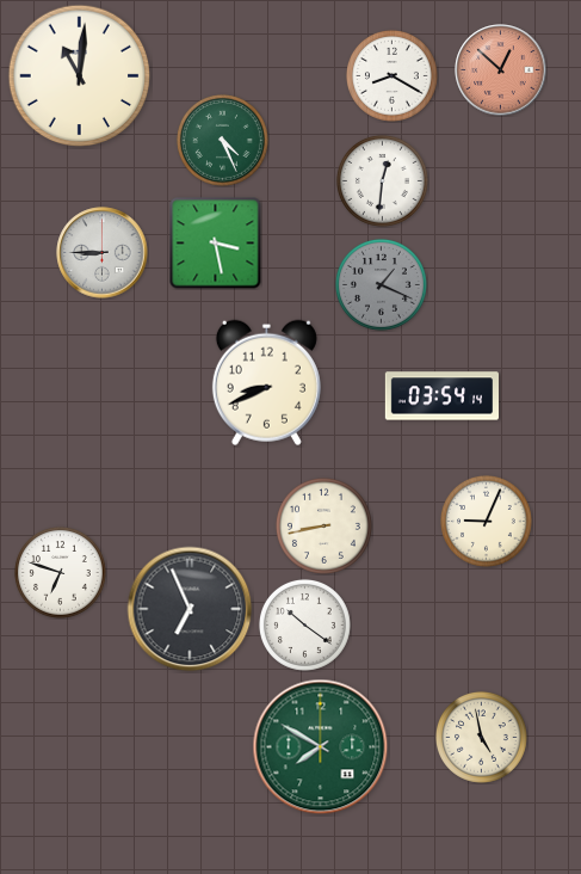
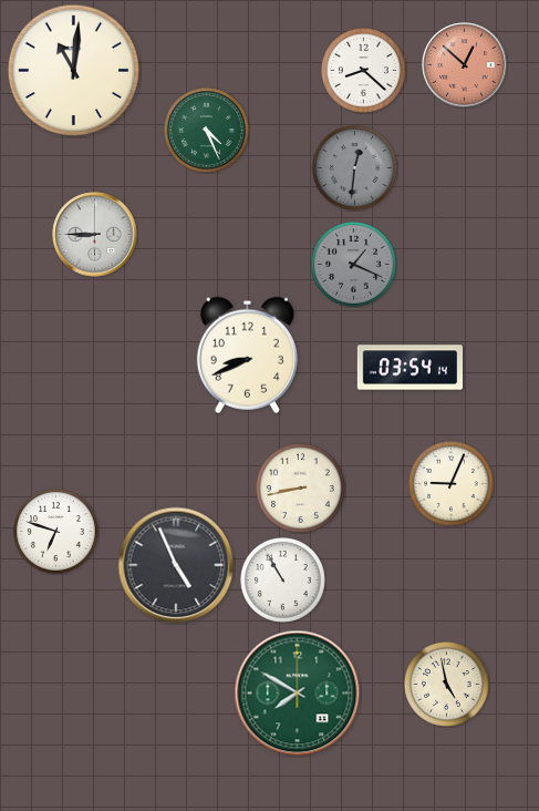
clock at (393, 76): 8:20 -> 8:22
clock at (383, 181) dial: white -> grey
clock at (216, 244): 3:28 -> none
clock at (190, 609): 6:56 -> 4:56
clock at (305, 626): 10:21 -> 10:55
